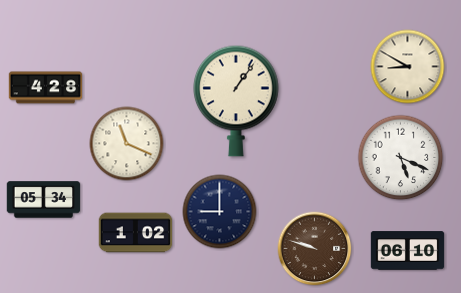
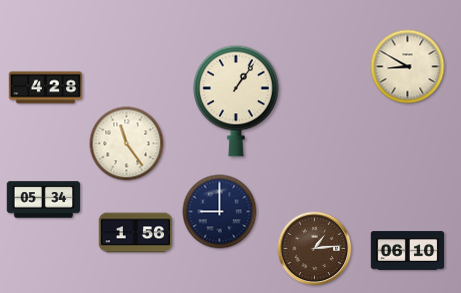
clock at (127, 144): 11:19 -> 11:24
clock at (401, 158): 5:19 -> none
clock at (136, 233): 1:02 -> 1:56
clock at (315, 249): 9:48 -> 1:14
